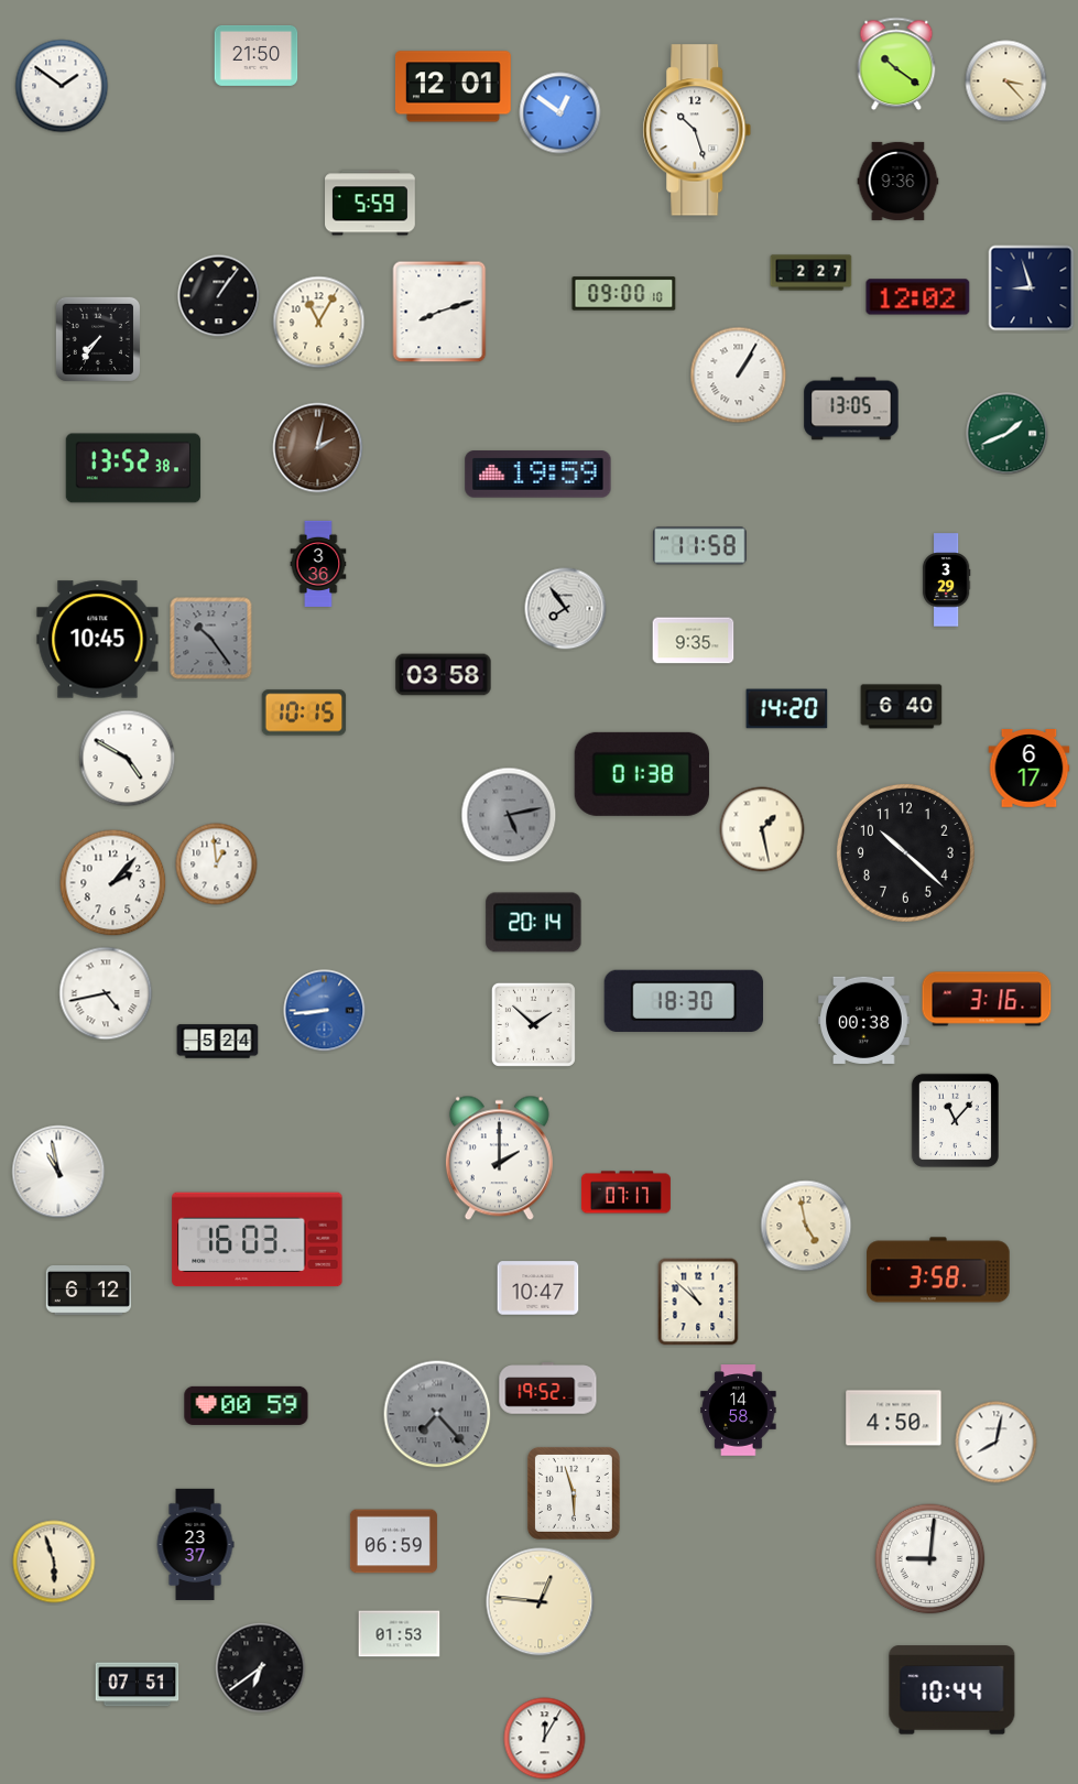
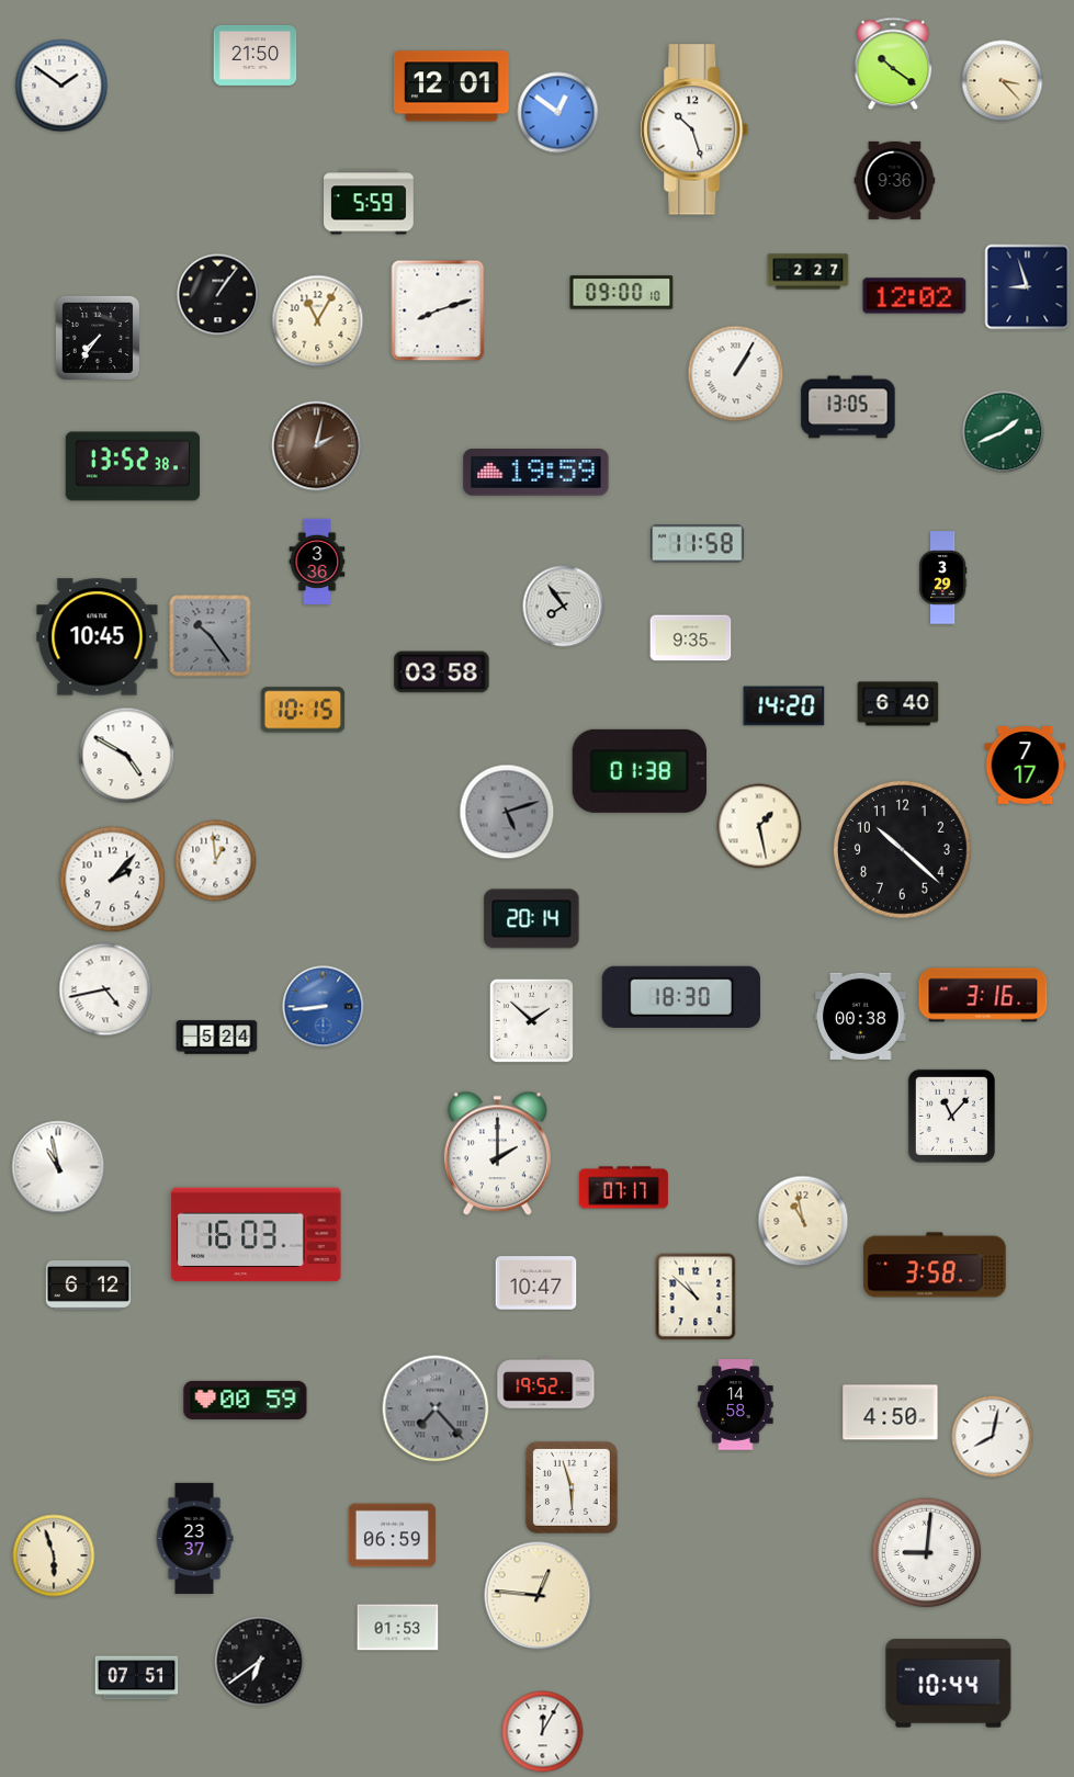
clock at (1030, 769): 6:17 -> 7:17
clock at (509, 815): 5:13 -> 5:12
clock at (806, 1226): 4:58 -> 10:58
